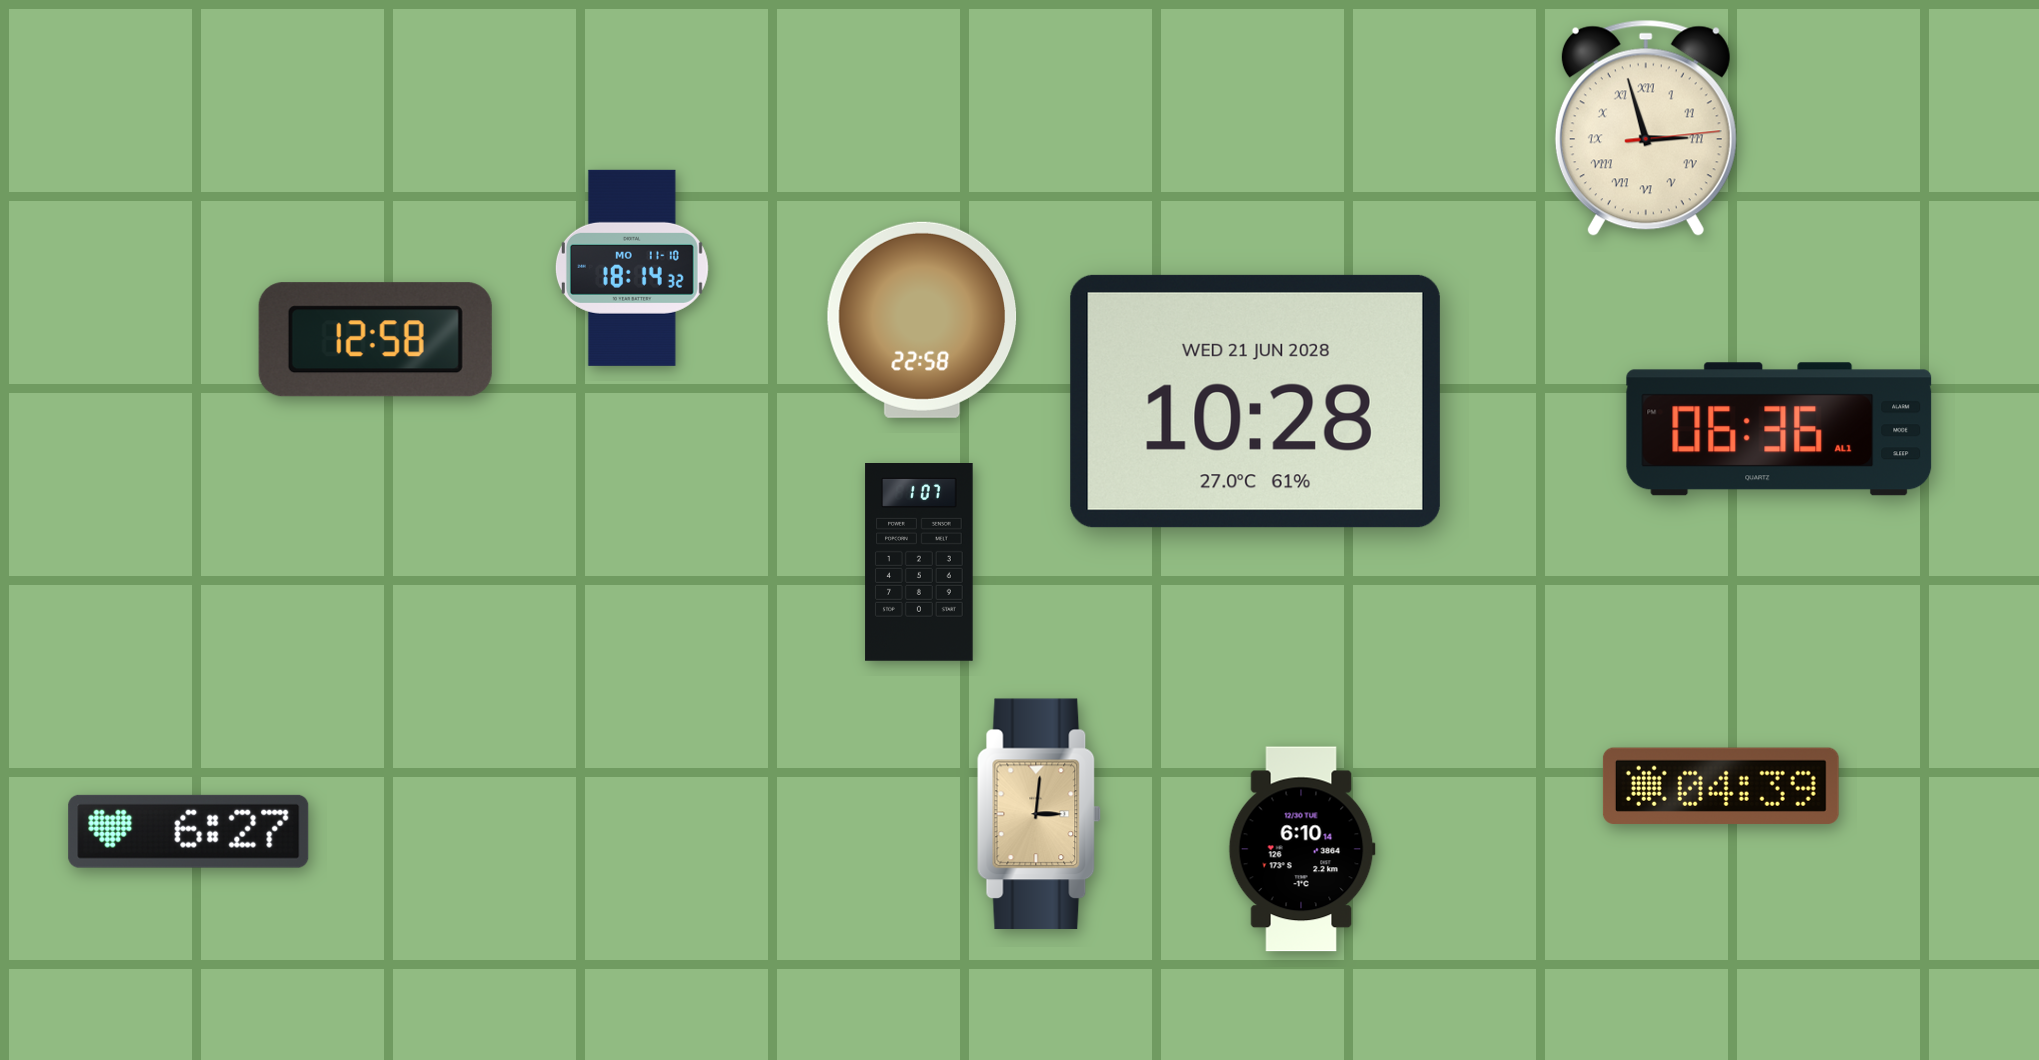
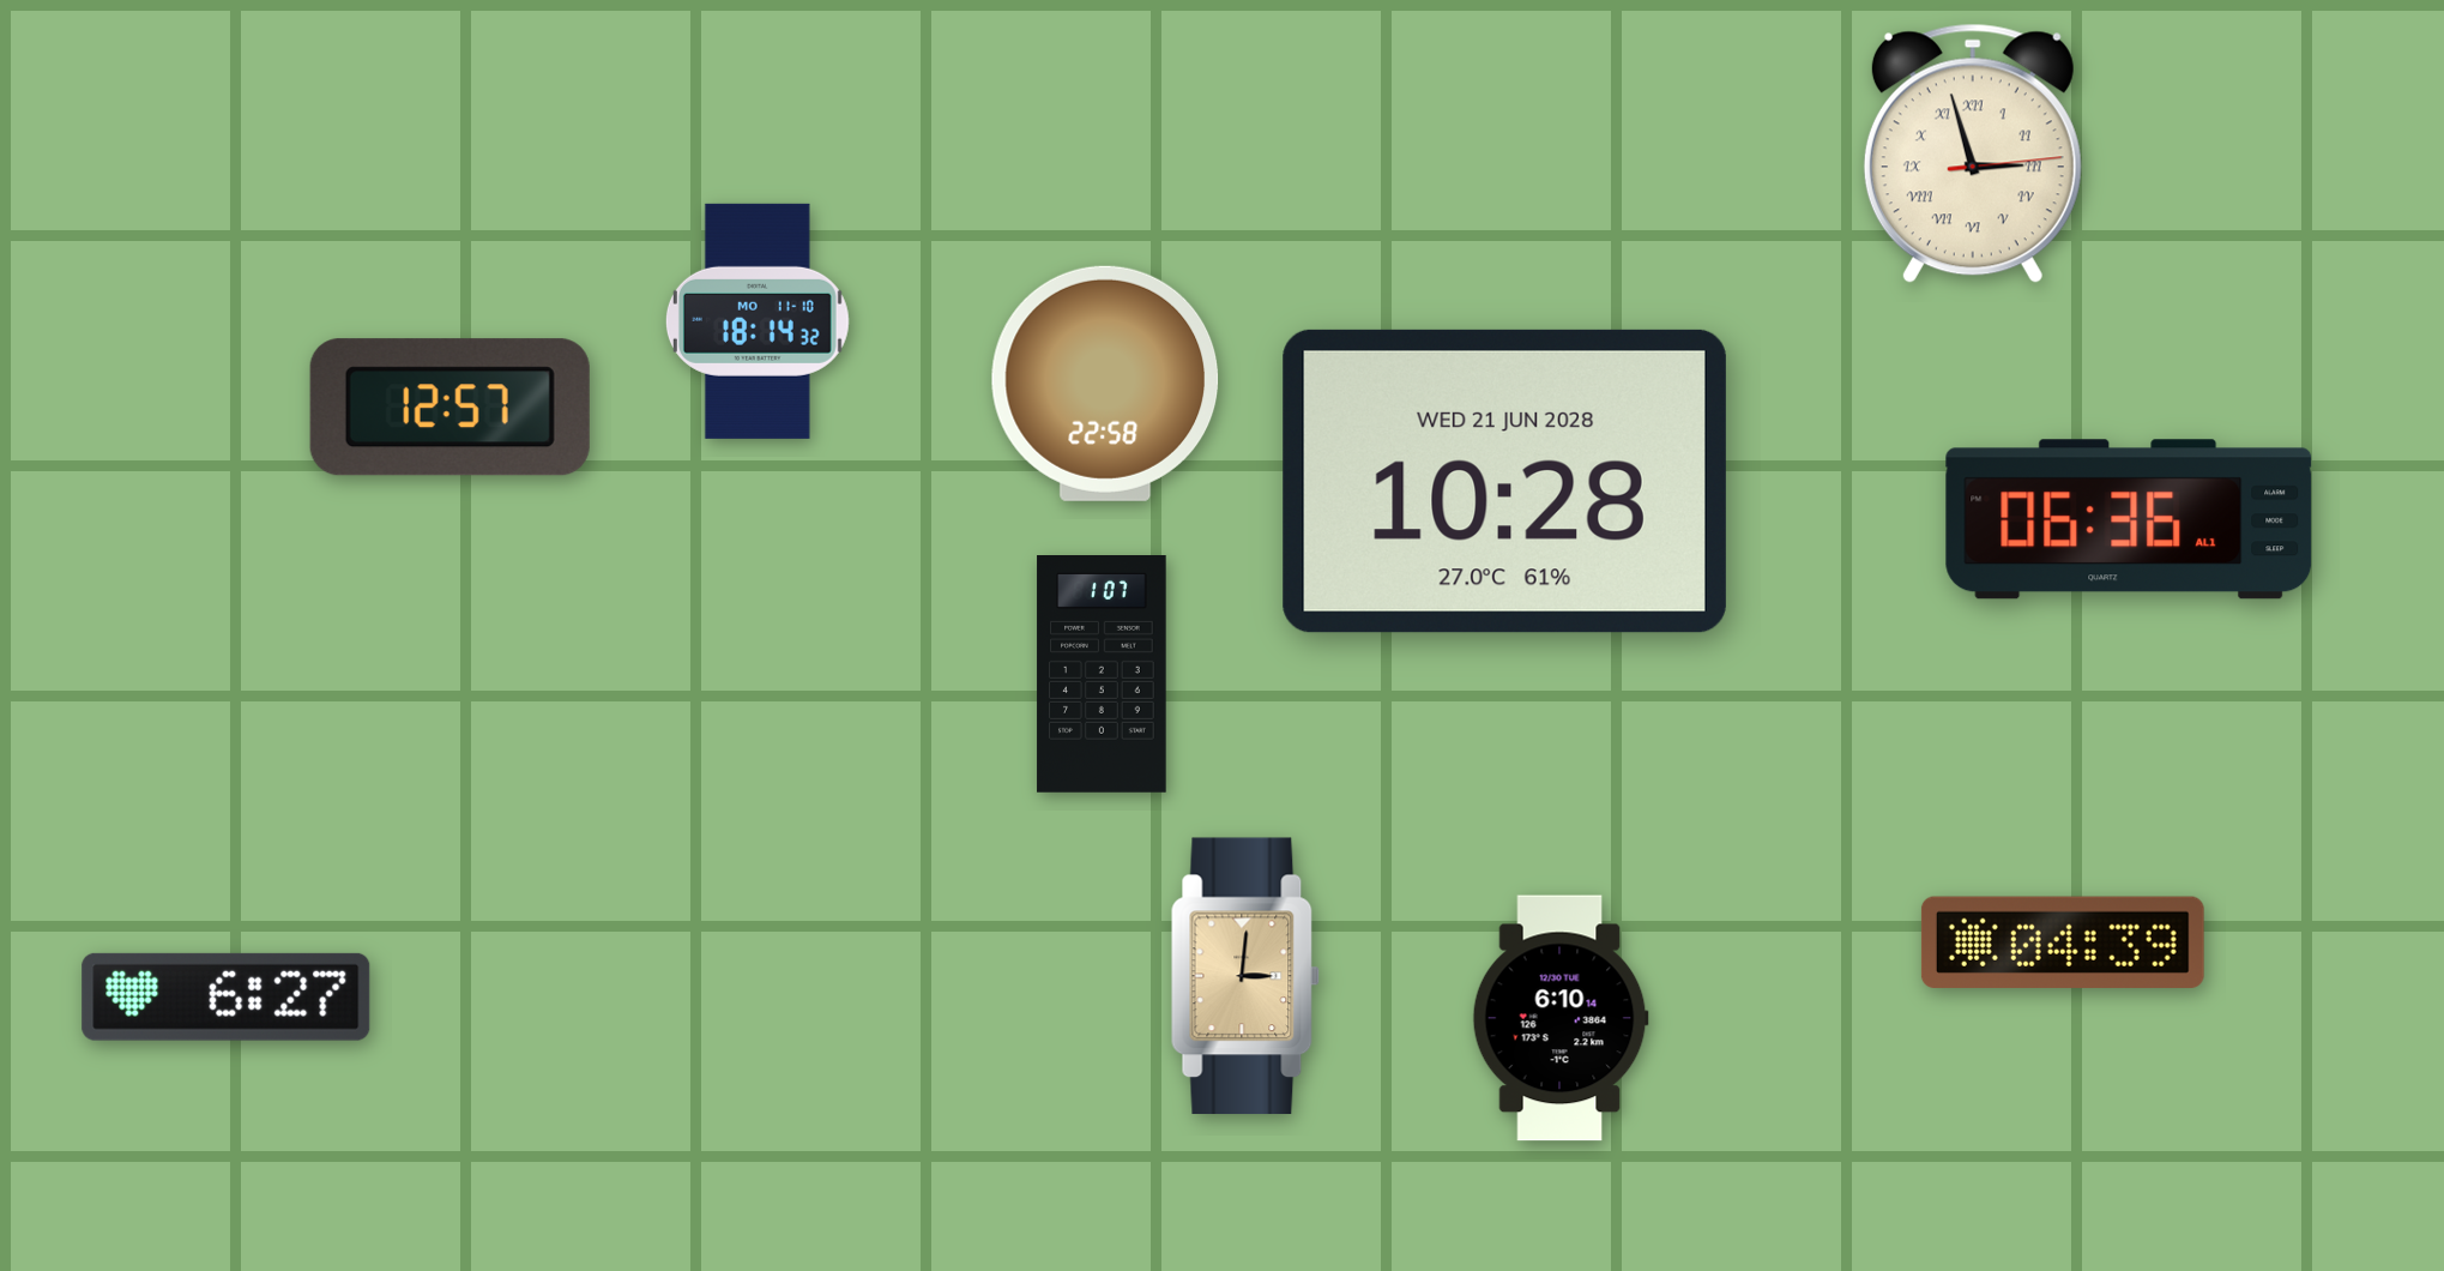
clock at (375, 340): 12:58 -> 12:57
clock at (1779, 429) position: (1779, 429) -> (2129, 519)
